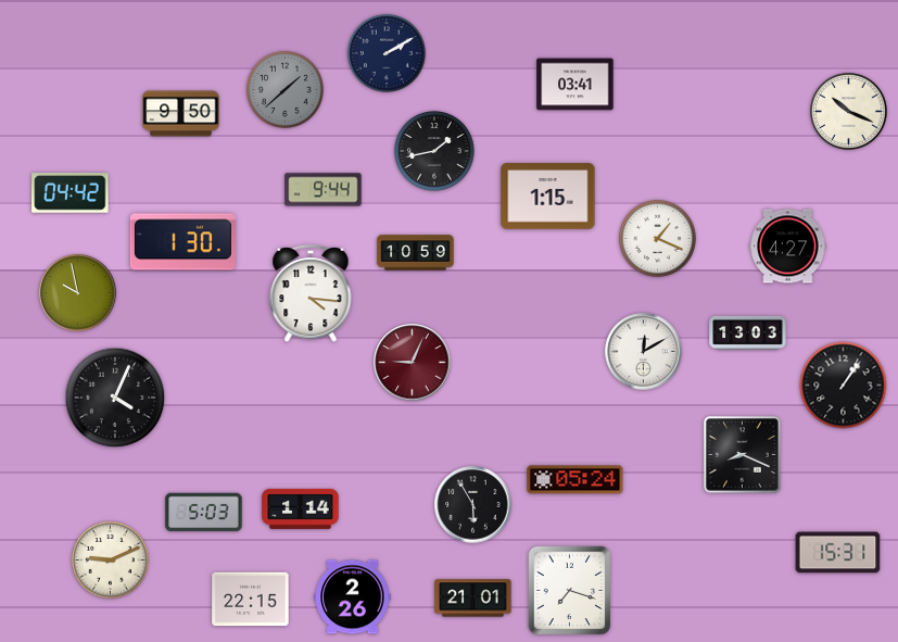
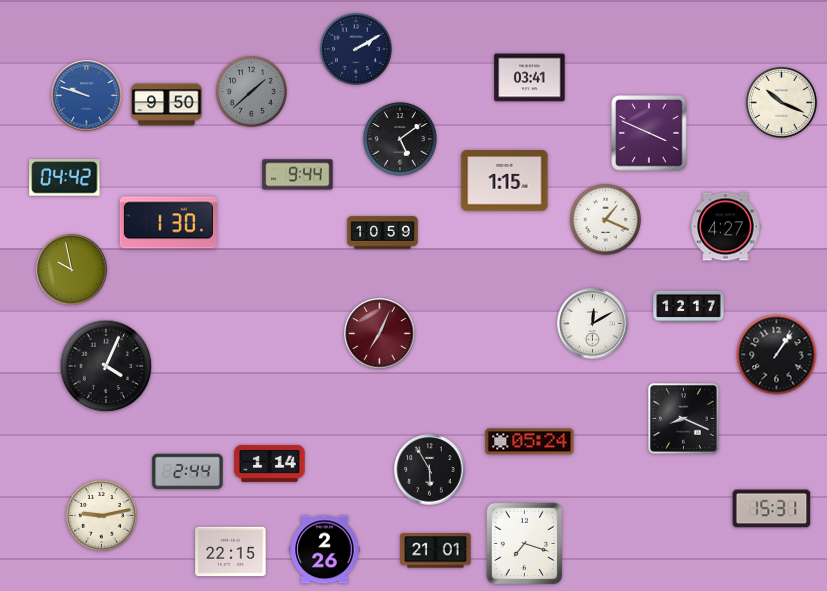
clock at (284, 89) position: (284, 89) -> (251, 91)
clock at (87, 96): none -> 9:48
clock at (649, 133): none -> 3:49
clock at (434, 151): 1:43 -> 5:09
clock at (311, 294): 4:16 -> none
clock at (748, 332): 13:03 -> 12:17
clock at (413, 363): 9:04 -> 7:04
clock at (473, 505) position: (473, 505) -> (430, 470)
clock at (301, 508) position: (301, 508) -> (270, 463)
clock at (204, 513): 5:03 -> 2:44
clock at (110, 559): 9:11 -> 9:13
